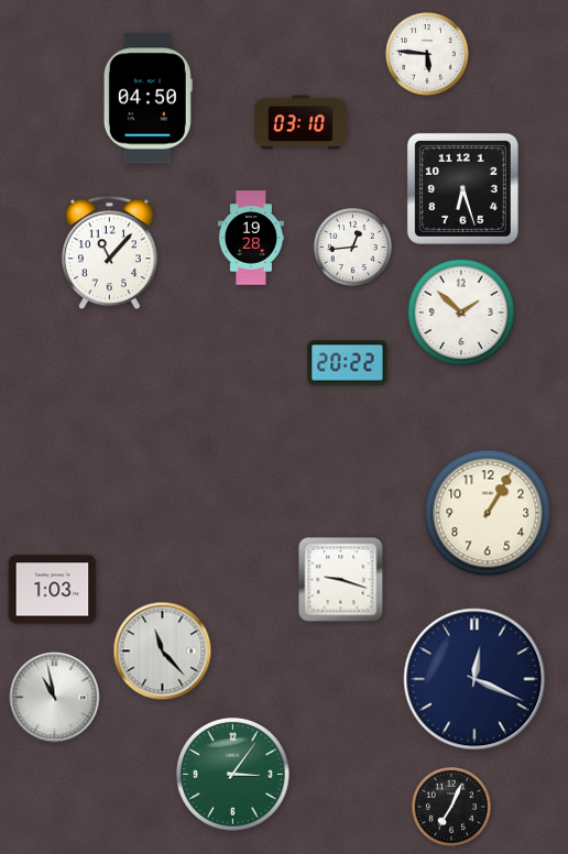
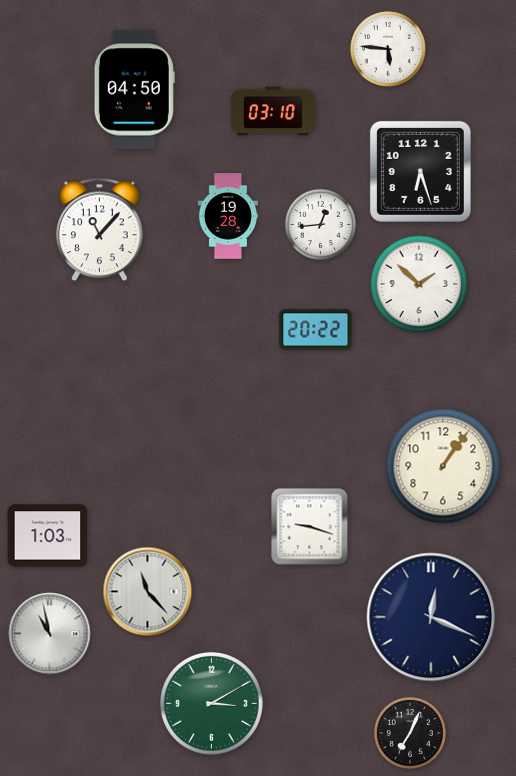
clock at (488, 513): 1:05 -> 1:06
clock at (232, 774): 3:06 -> 3:10
